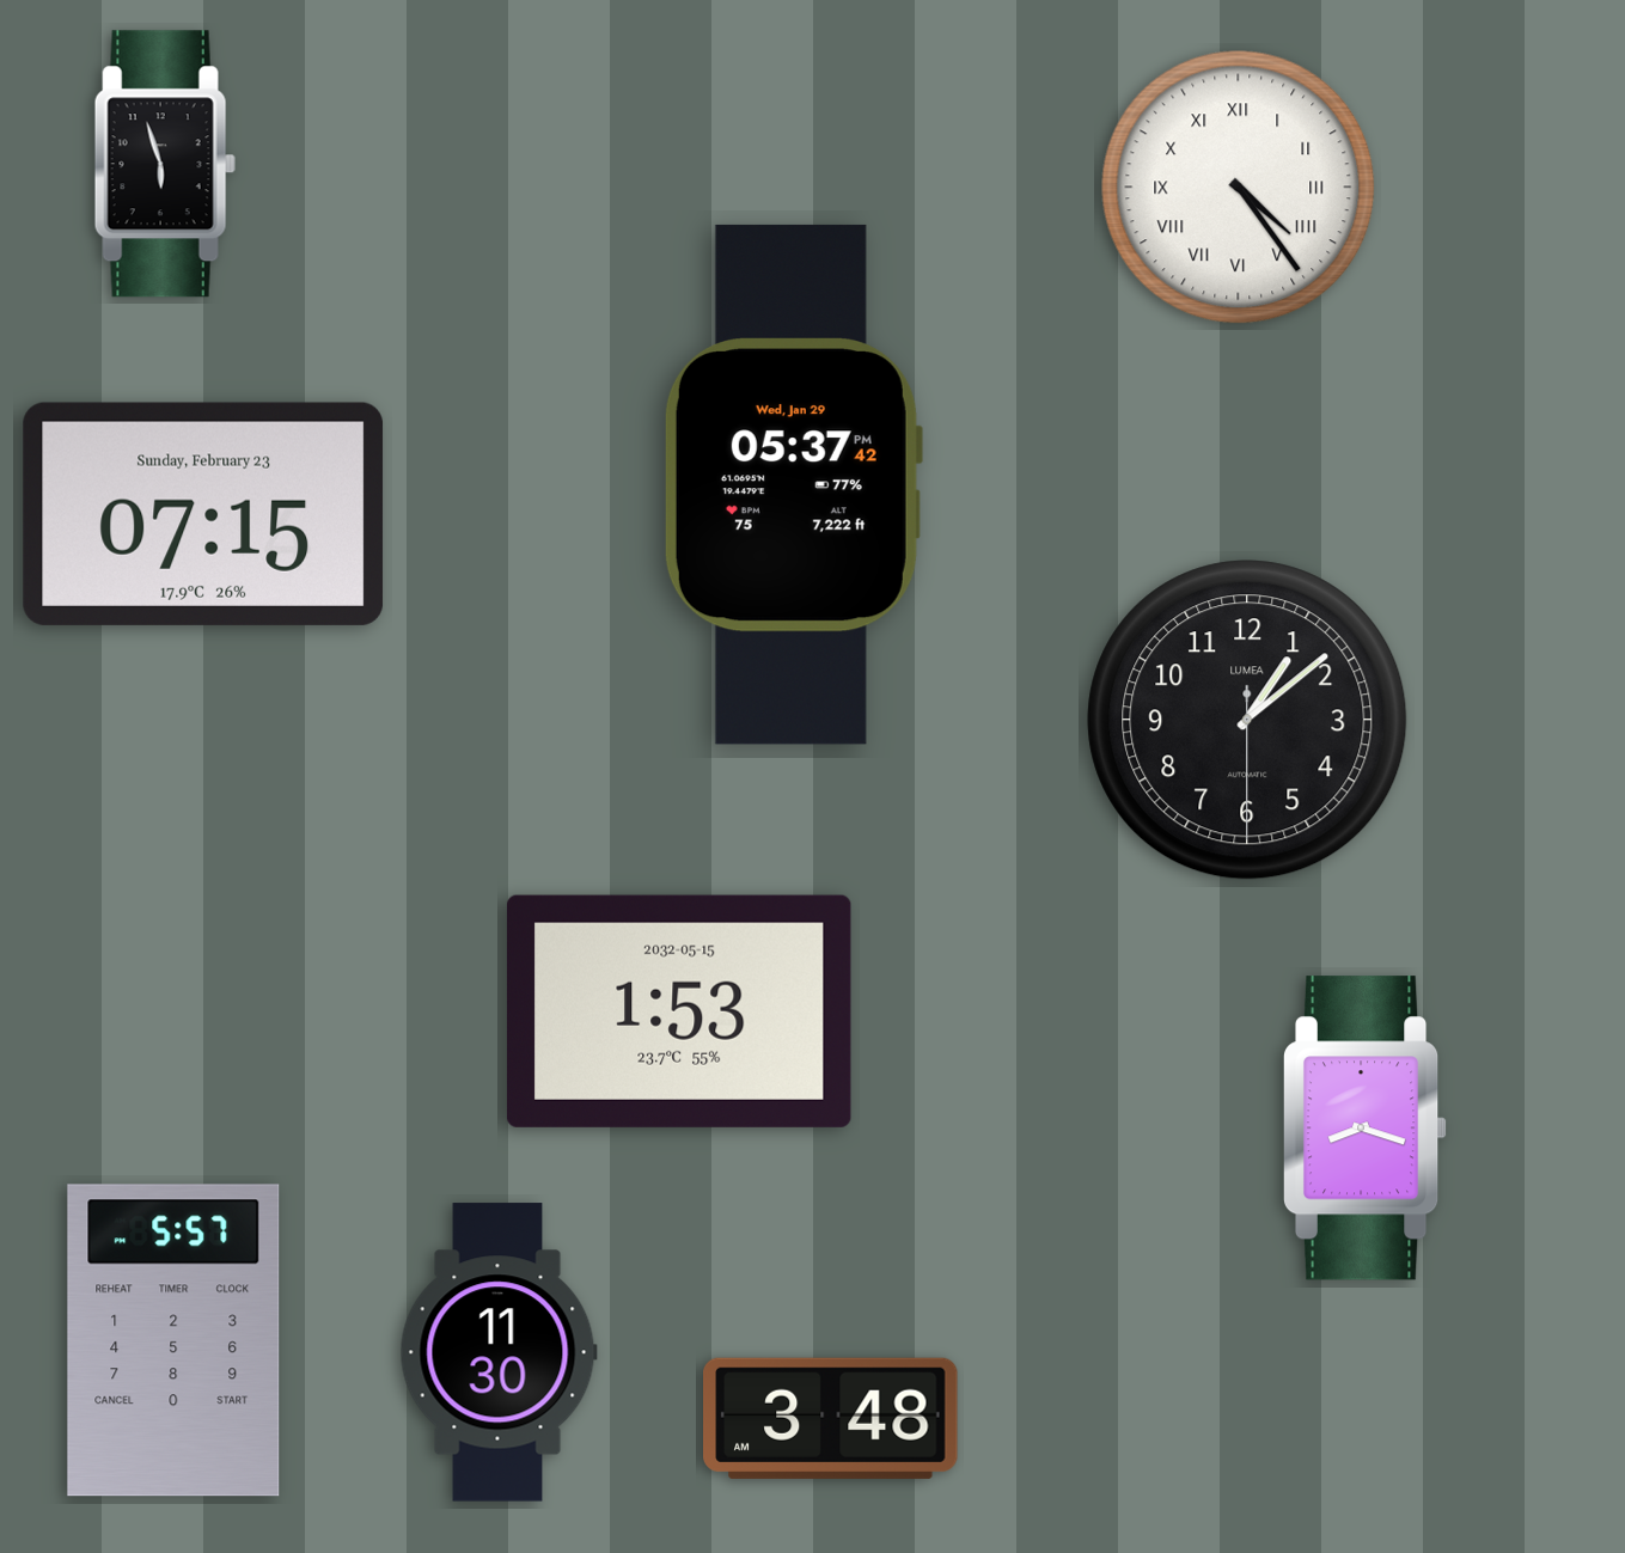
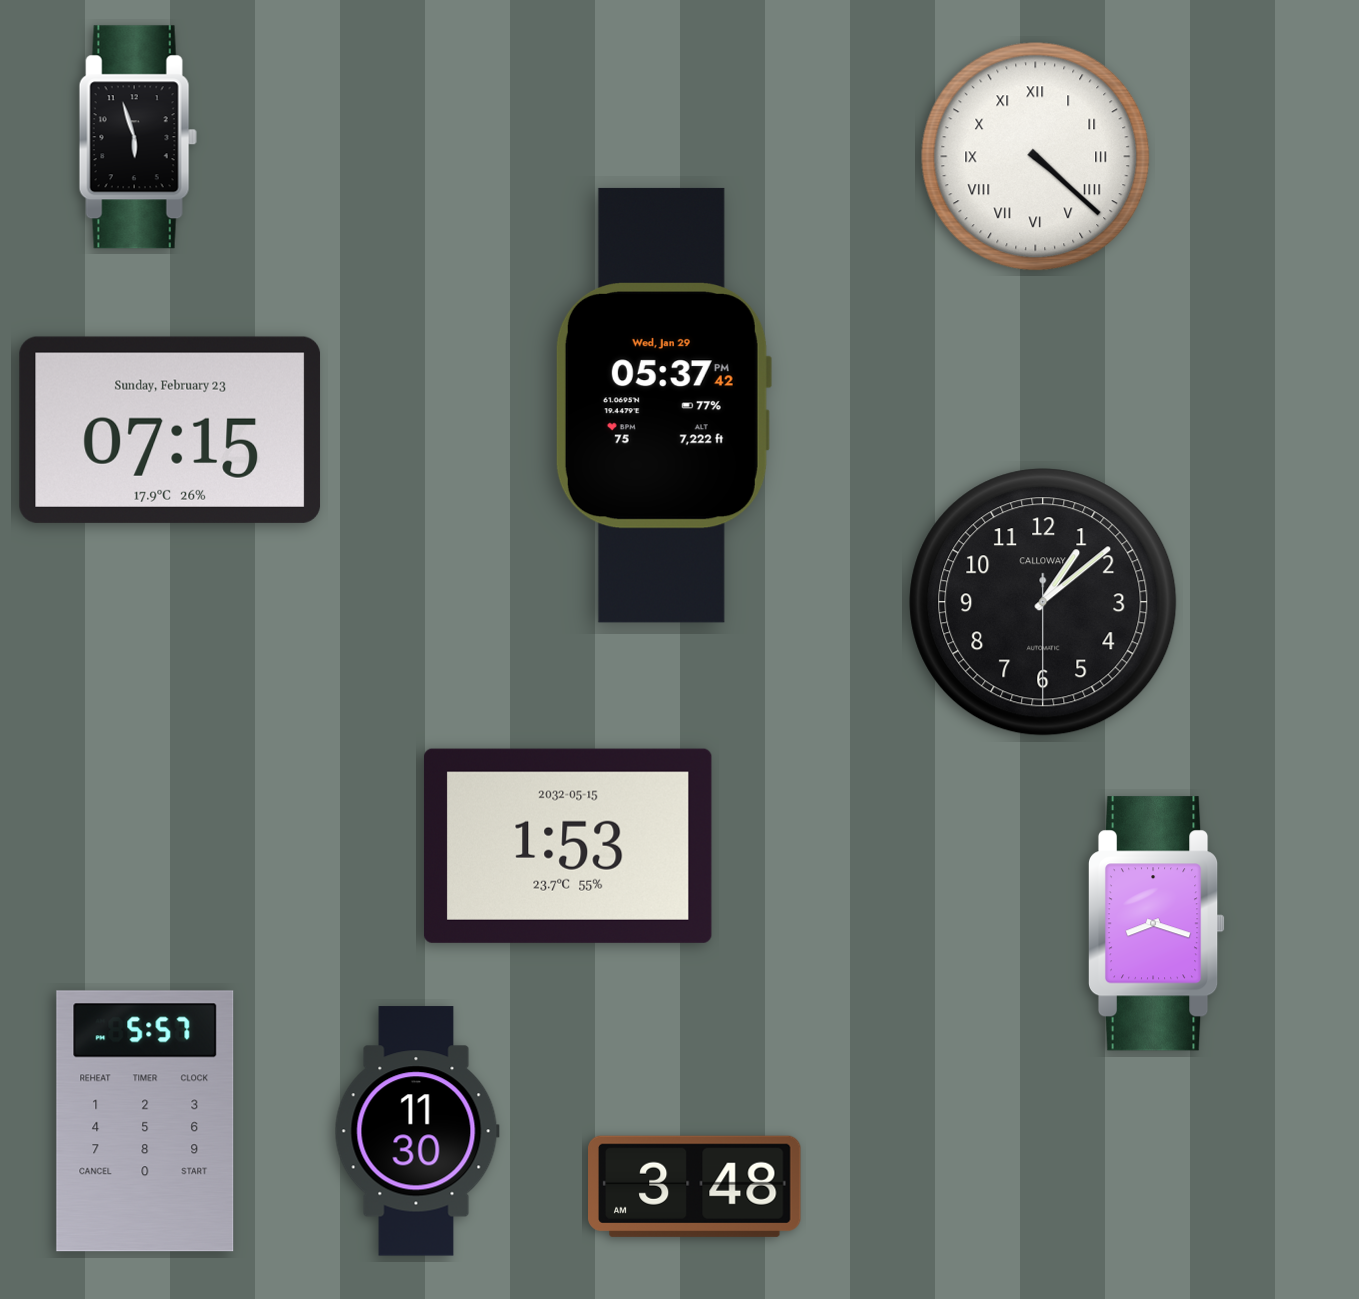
clock at (1239, 188): 4:24 -> 4:22
clock at (1247, 720) brand: LUMEA -> CALLOWAY
clock at (1364, 1129) position: (1364, 1129) -> (1156, 924)
